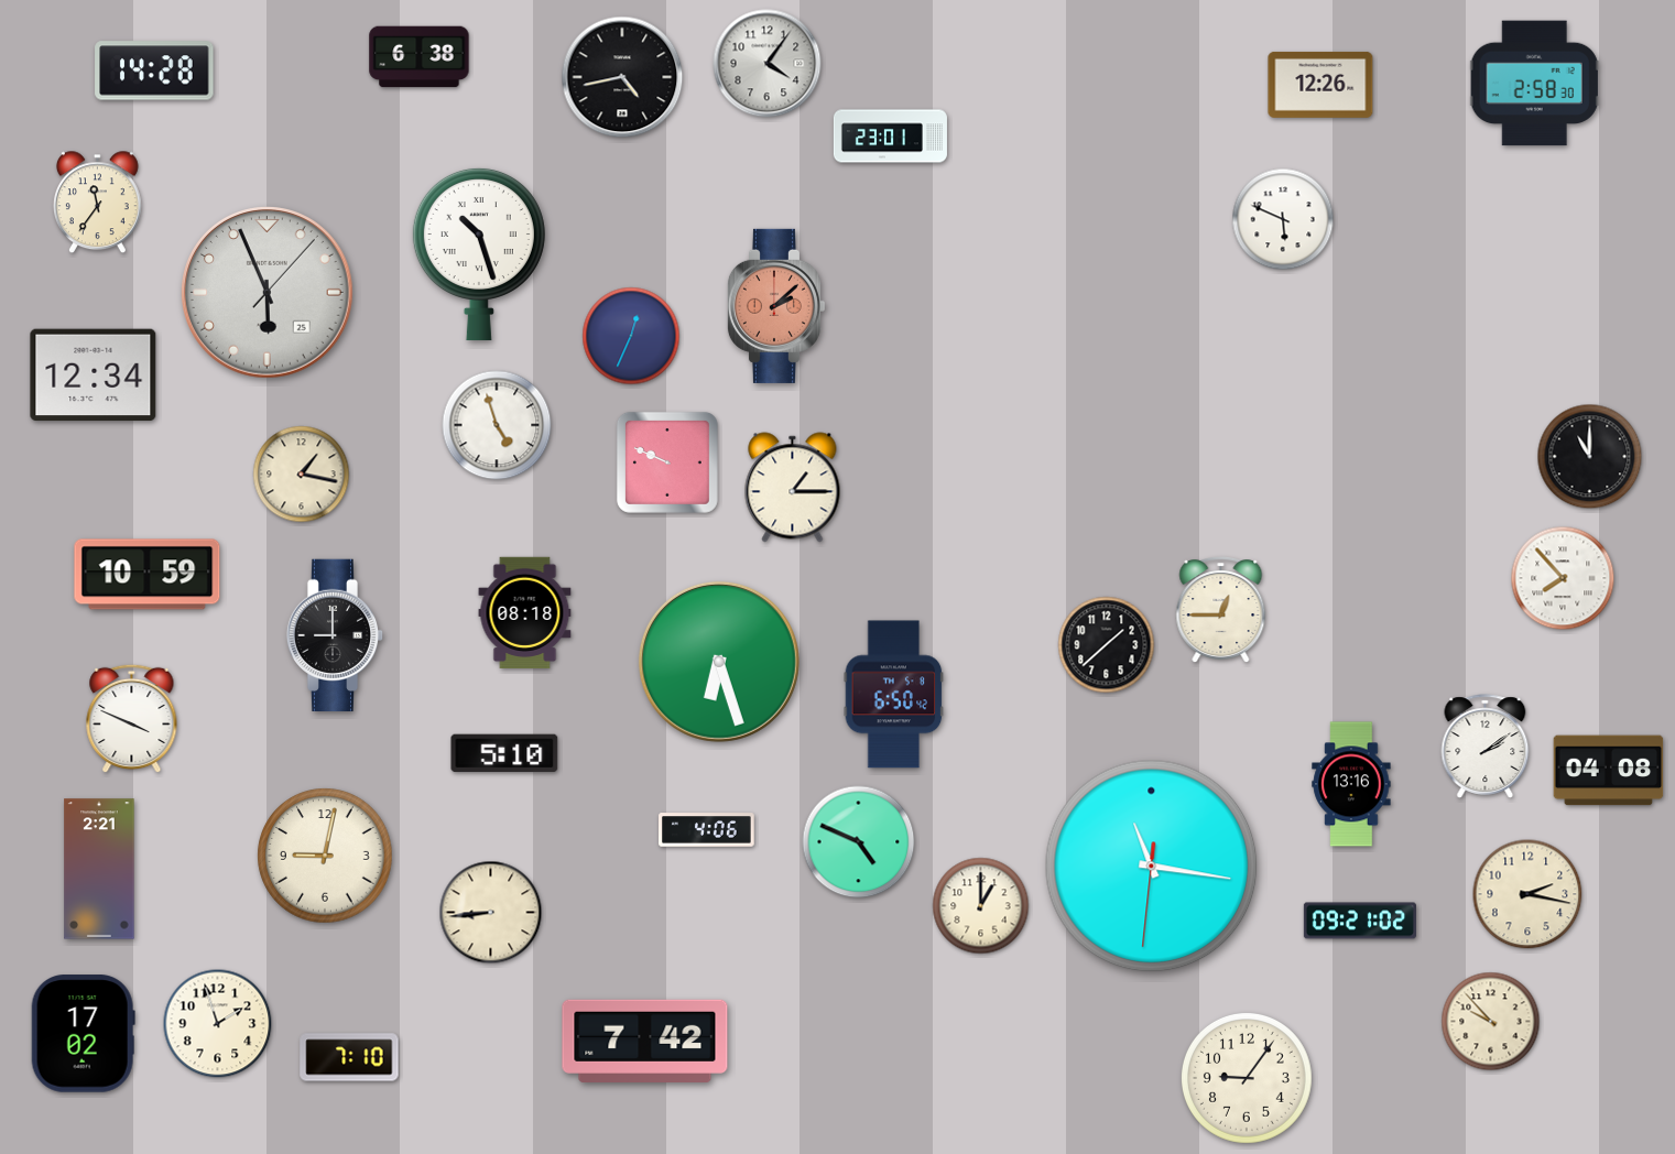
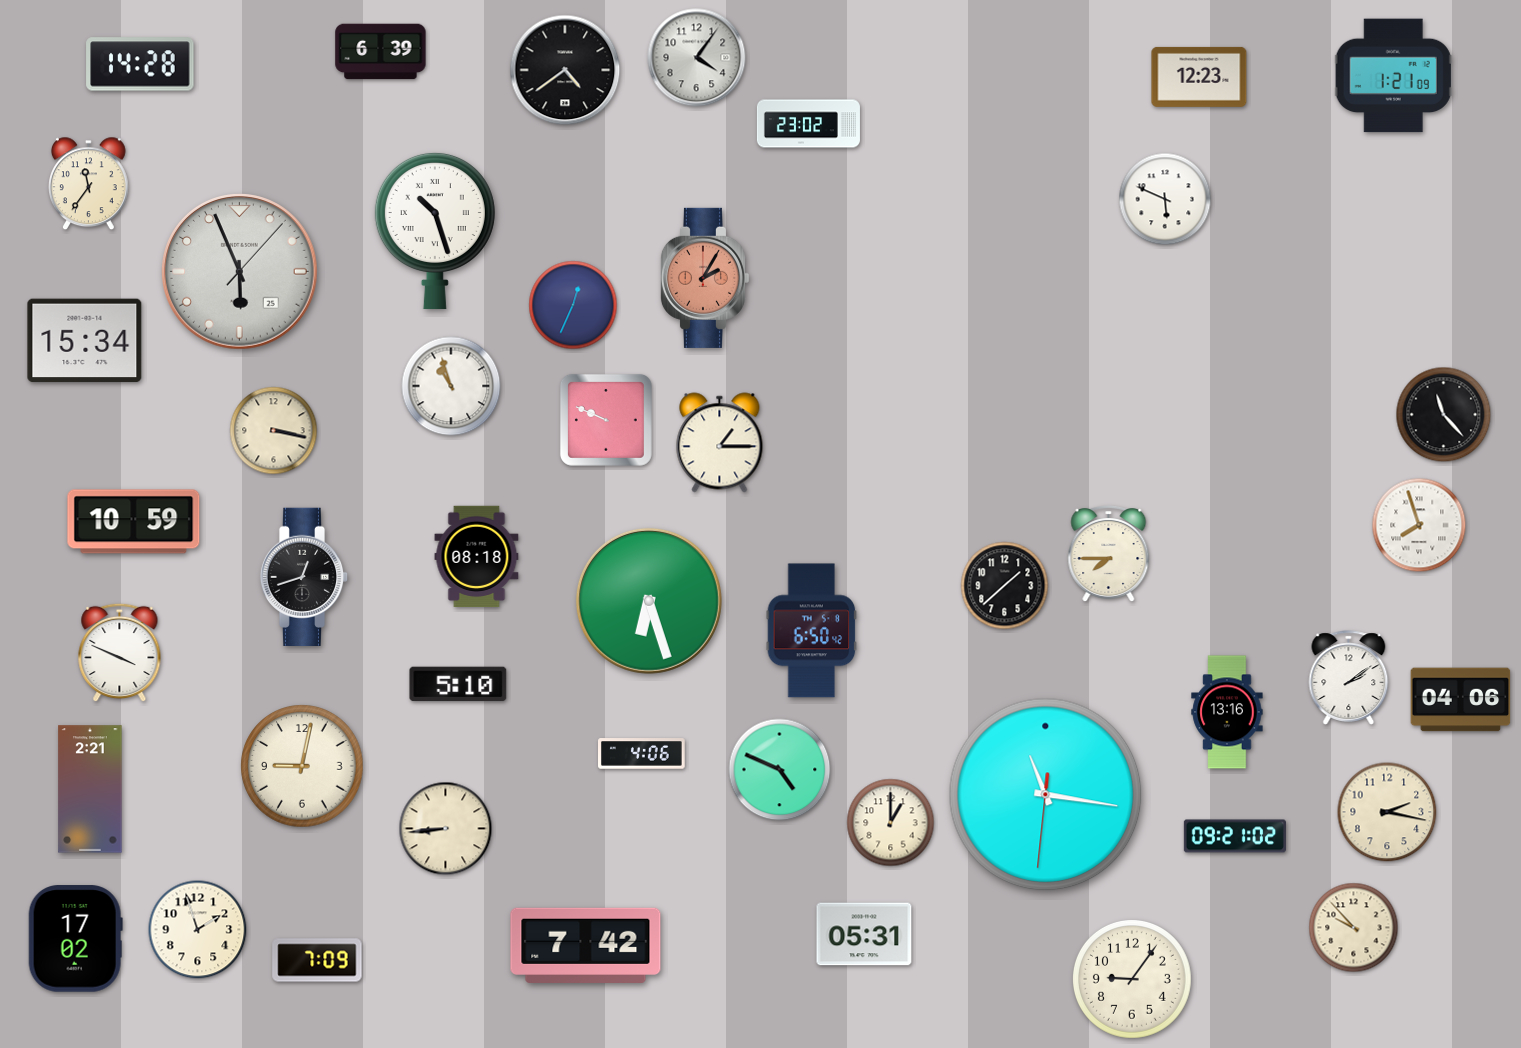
clock at (420, 57): 6:38 -> 6:39
clock at (622, 77): 4:43 -> 4:39
clock at (1534, 84): 2:58 -> 1:21
clock at (1320, 85): 12:26 -> 12:23
clock at (890, 137): 23:01 -> 23:02
clock at (268, 293) position: (268, 293) -> (240, 272)
clock at (775, 306): 2:08 -> 2:05
clock at (94, 375): 12:34 -> 15:34
clock at (497, 425): 4:57 -> 10:57
clock at (1590, 457): 11:00 -> 11:23
clock at (302, 475): 1:17 -> 3:17
clock at (1563, 578): 7:53 -> 7:57
clock at (1221, 610): 12:45 -> 7:45
clock at (335, 634): 9:00 -> 12:42
clock at (719, 662) position: (719, 662) -> (649, 601)
clock at (1609, 771): 04:08 -> 04:06
clock at (859, 842) position: (859, 842) -> (780, 770)
clock at (325, 856) position: (325, 856) -> (302, 766)
clock at (1152, 867) position: (1152, 867) -> (1046, 795)
clock at (864, 934): none -> 05:31
clock at (349, 1057): 7:10 -> 7:09
